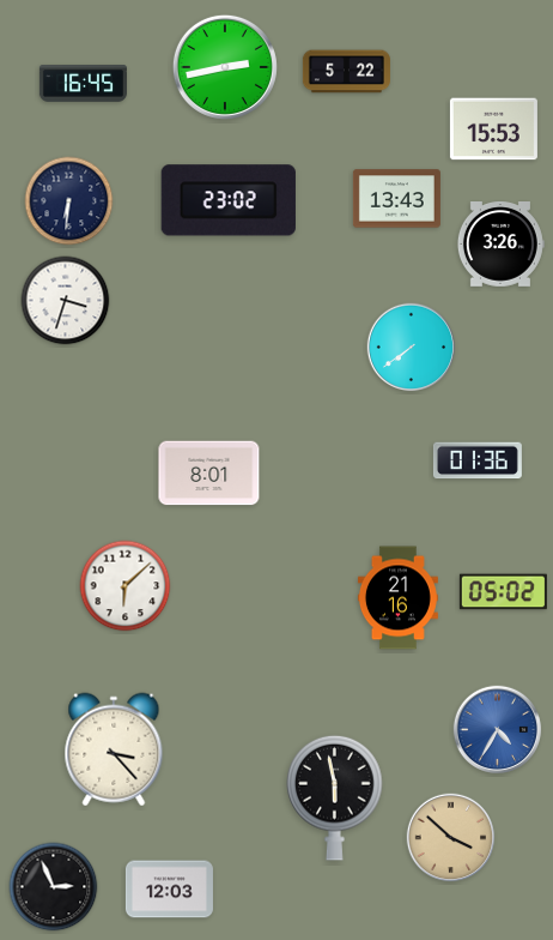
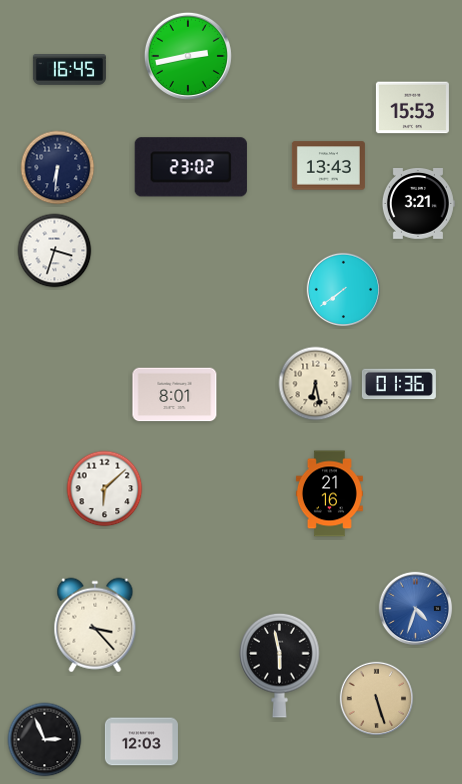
clock at (346, 72): 5:22 -> none
clock at (396, 199) position: (396, 199) -> (328, 166)
clock at (500, 245): 3:26 -> 3:21
clock at (316, 384): none -> 6:28
clock at (503, 592): 05:02 -> none
clock at (397, 598) position: (397, 598) -> (329, 494)
clock at (498, 730): 4:35 -> 4:33
clock at (451, 838): 3:52 -> 5:27
